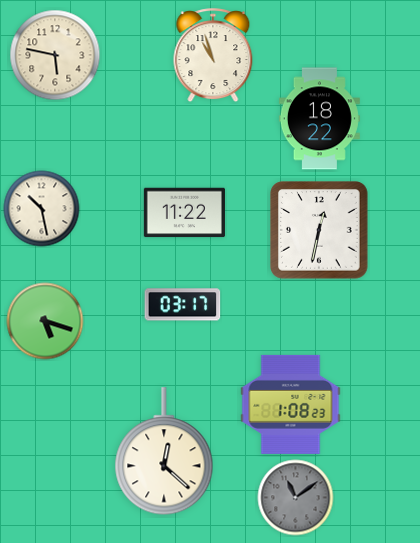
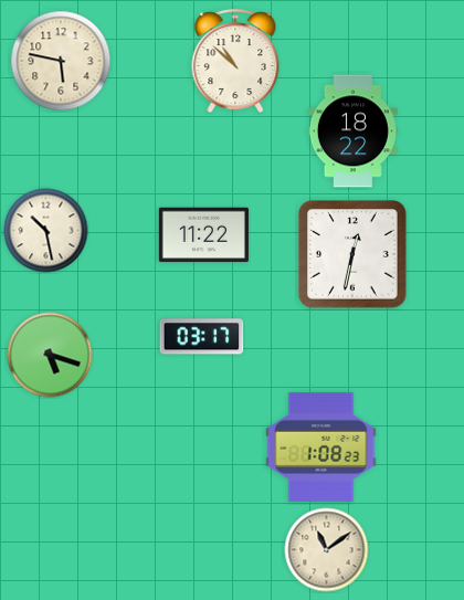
clock at (213, 56): 10:57 -> 10:52
clock at (164, 452): 12:22 -> none
clock at (296, 498) dial: grey -> cream
